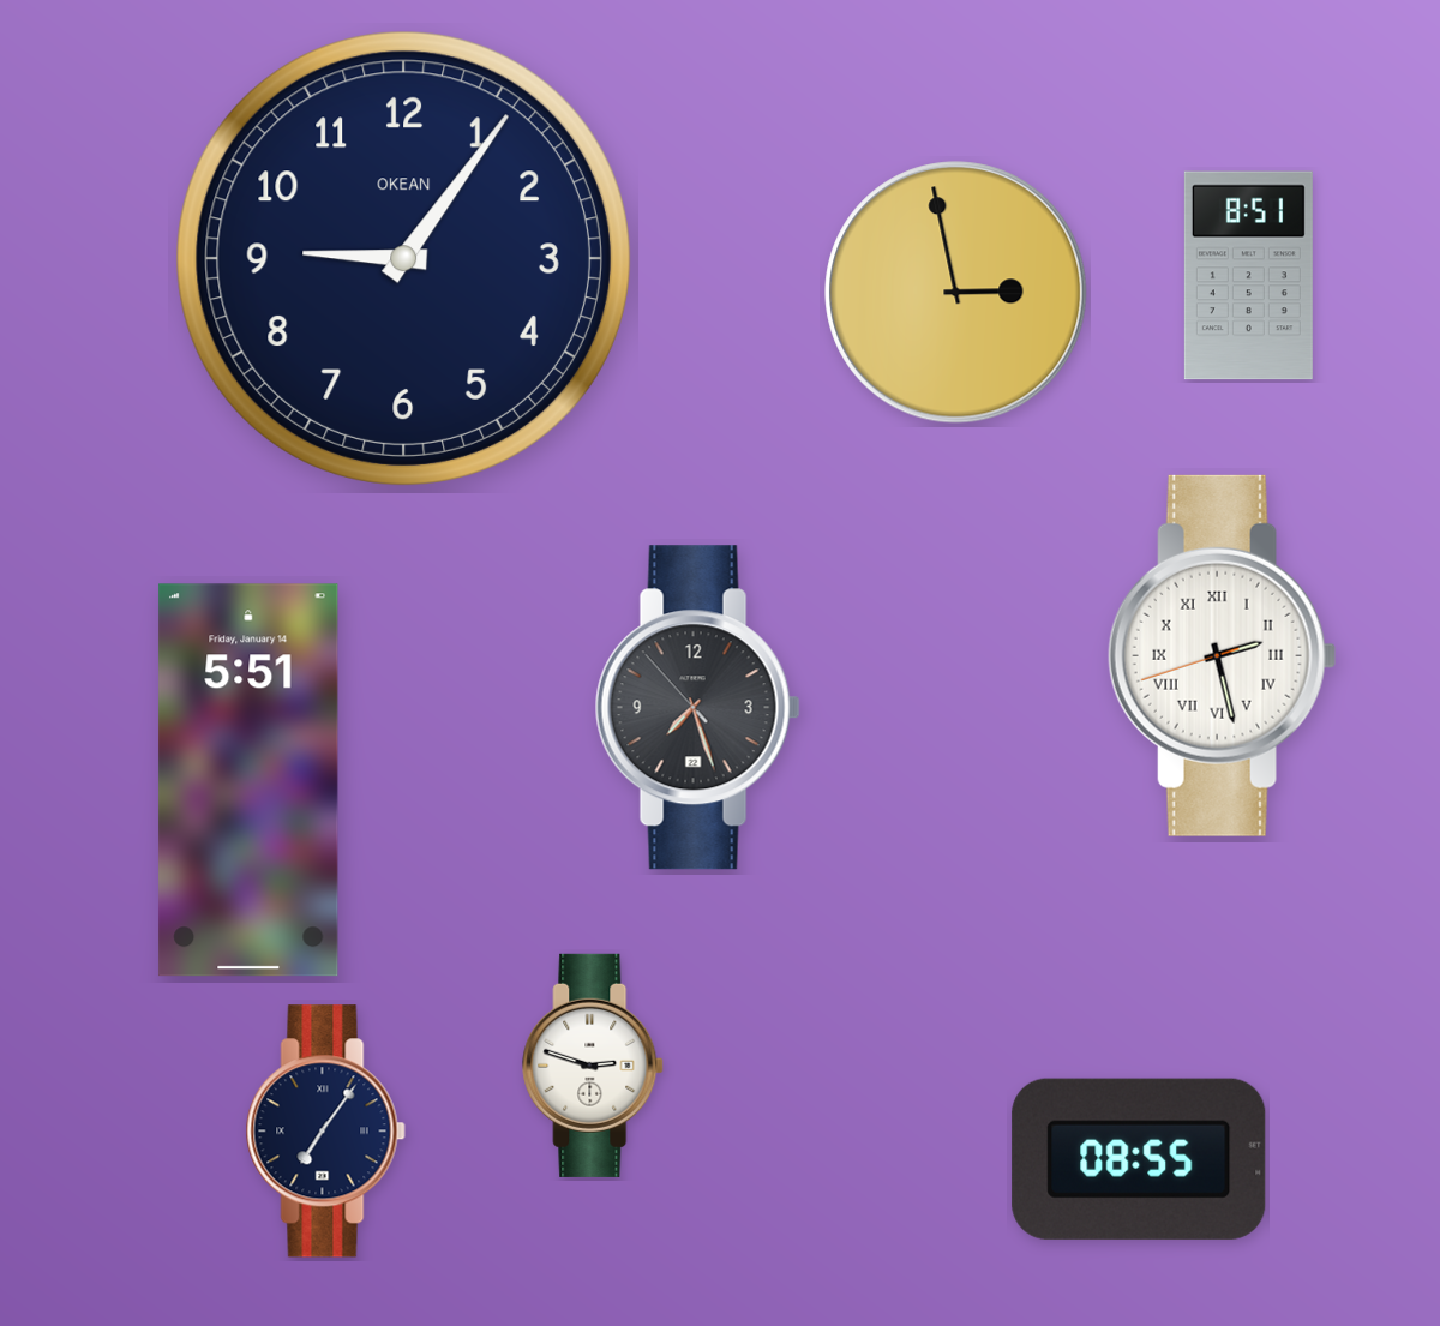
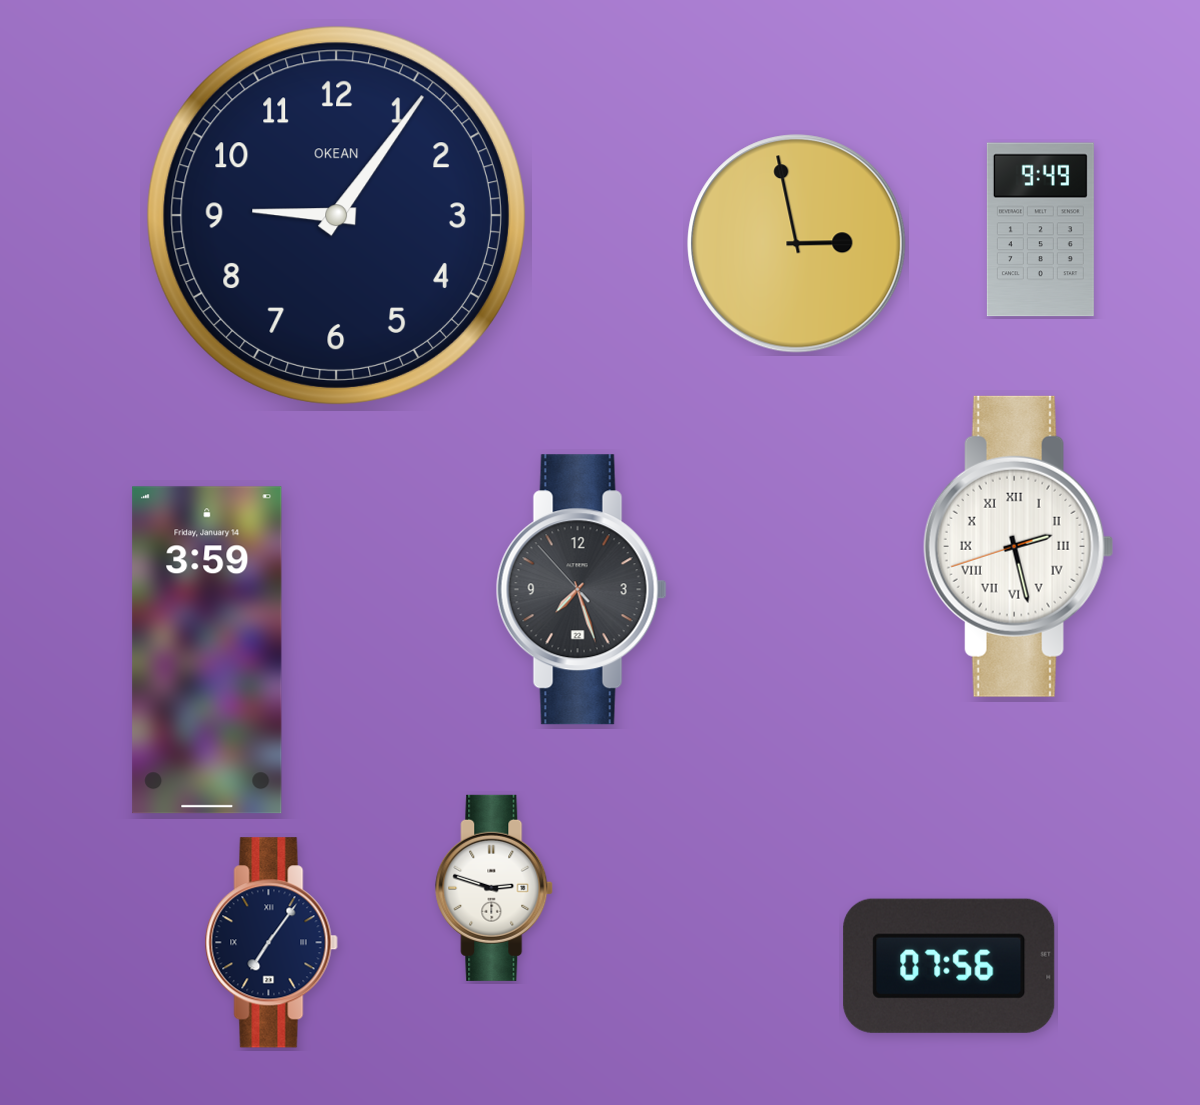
clock at (1248, 276): 8:51 -> 9:49
clock at (248, 780): 5:51 -> 3:59
clock at (1139, 1159): 08:55 -> 07:56
